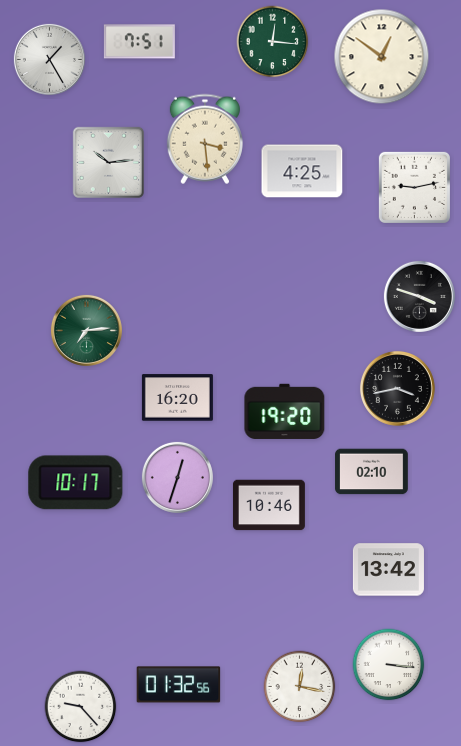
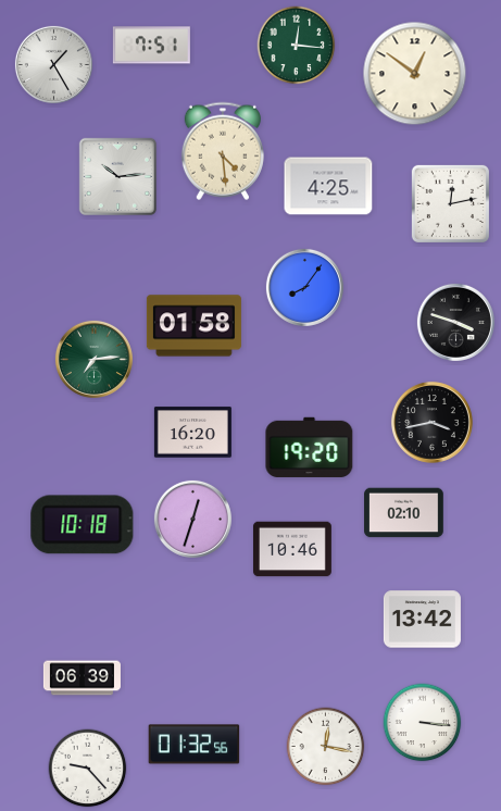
clock at (382, 57) position: (382, 57) -> (415, 74)
clock at (205, 139): 3:29 -> 4:29
clock at (414, 187): 9:13 -> 12:13
clock at (304, 287): none -> 8:06
clock at (193, 326): none -> 01:58
clock at (76, 483): 10:17 -> 10:18
clock at (82, 678): none -> 06:39
